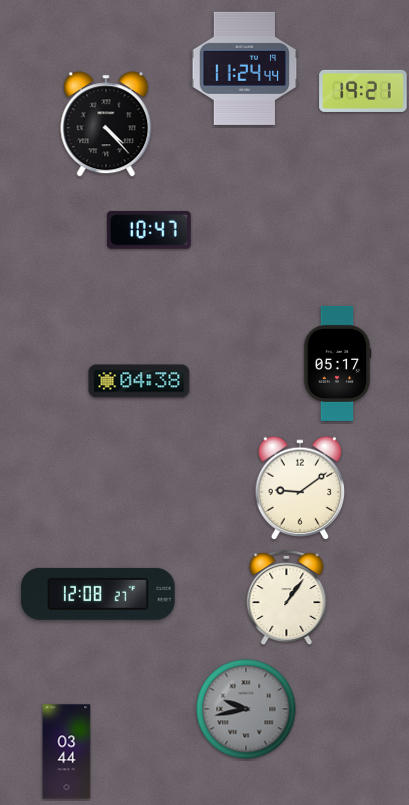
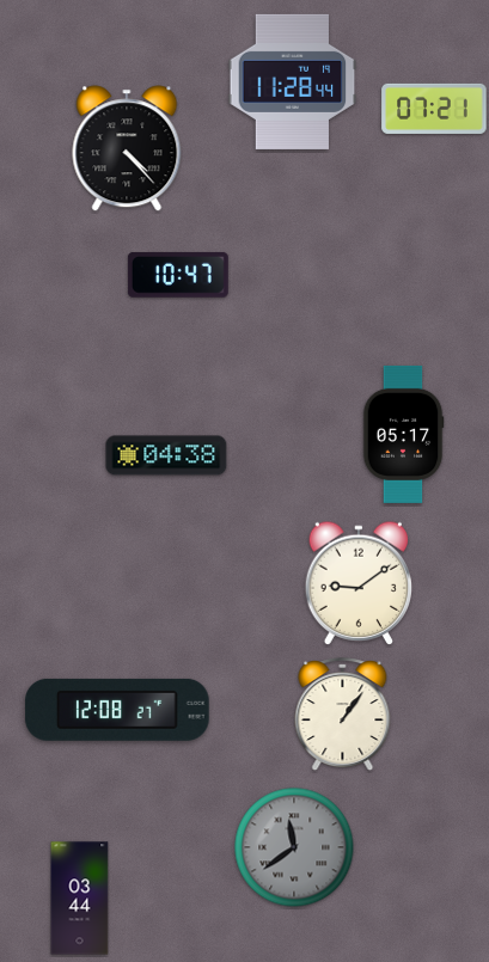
clock at (245, 68): 11:24 -> 11:28
clock at (363, 91): 19:21 -> 07:21
clock at (246, 709): 9:43 -> 11:39
